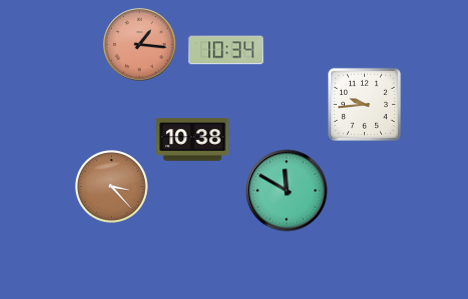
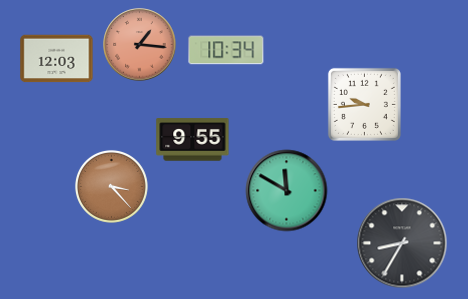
clock at (57, 59): none -> 12:03
clock at (193, 140): 10:38 -> 9:55
clock at (402, 243): none -> 8:35
